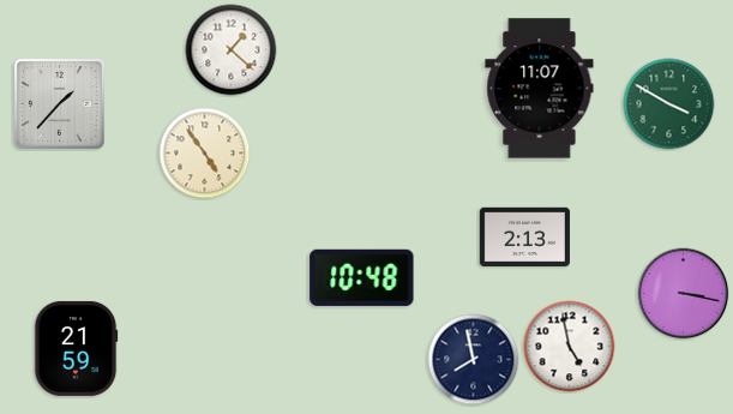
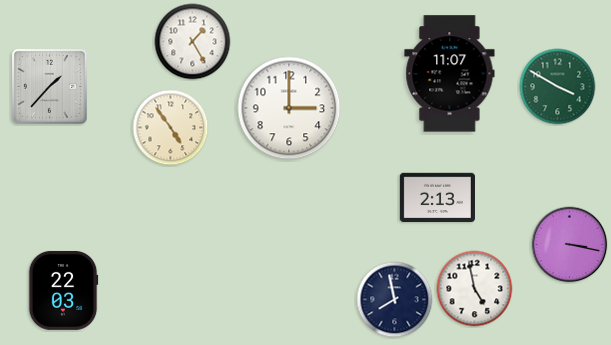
clock at (232, 50): 1:22 -> 1:25
clock at (289, 108): none -> 3:00
clock at (362, 277): 10:48 -> none
clock at (76, 348): 21:59 -> 22:03
